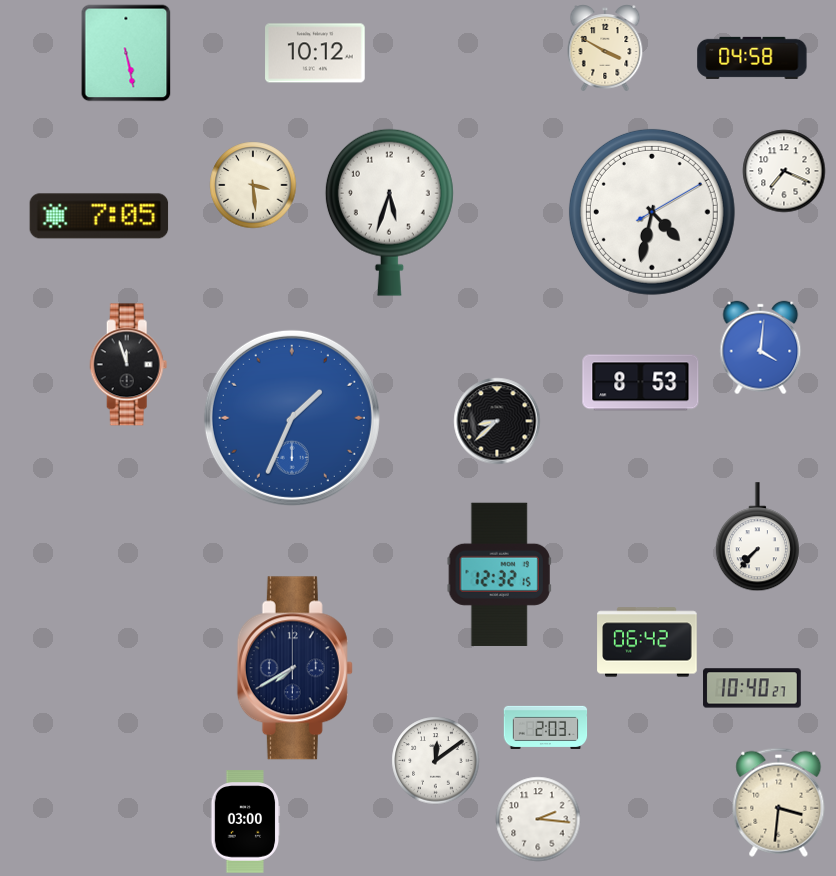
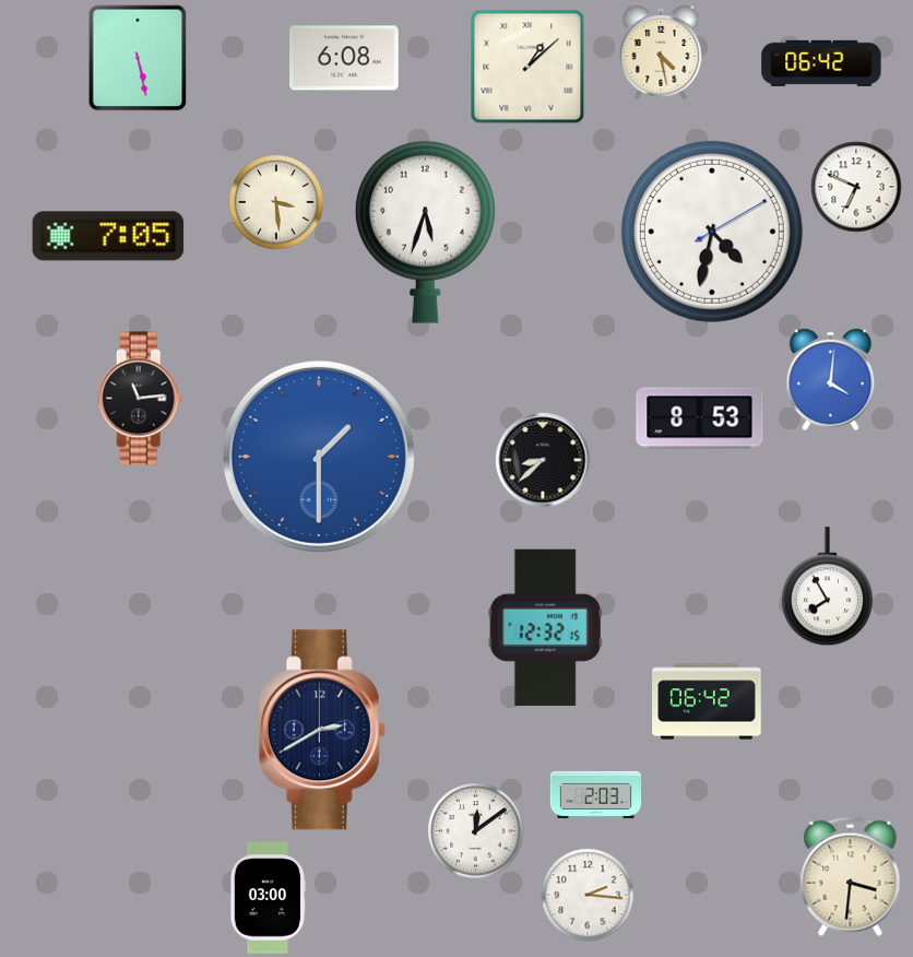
clock at (605, 48): 3:50 -> 4:28
clock at (315, 53): 10:12 -> 6:08
clock at (752, 58): 04:58 -> 06:42
clock at (527, 67): none -> 1:08
clock at (784, 171): 7:19 -> 6:49
clock at (129, 365): 11:57 -> 11:14
clock at (292, 418): 1:34 -> 1:30
clock at (757, 537): 7:37 -> 7:55
clock at (295, 668): 7:40 -> 2:40
clock at (752, 688): 10:40 -> none
